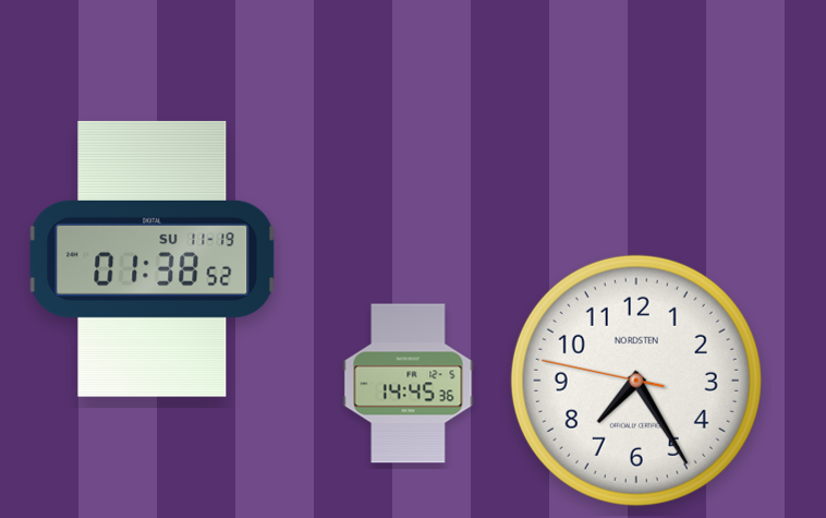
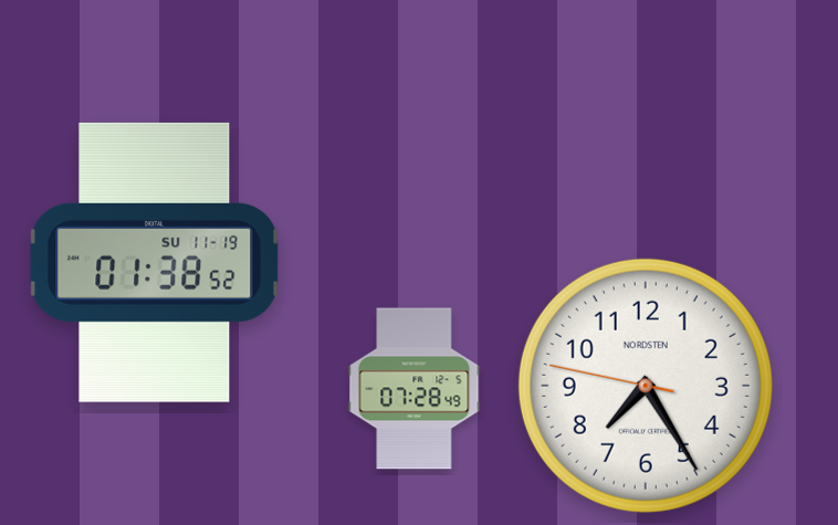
clock at (409, 384): 14:45 -> 07:28
